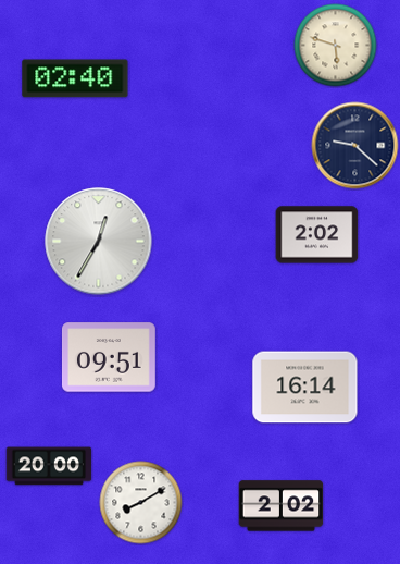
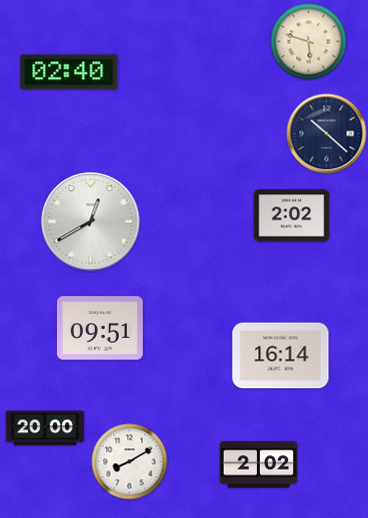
clock at (355, 146): 9:22 -> 10:22
clock at (99, 242): 12:35 -> 12:40
